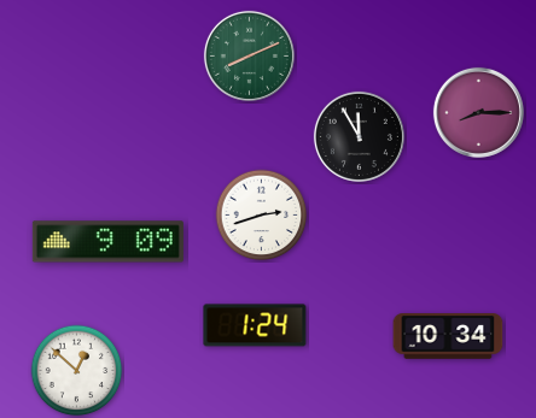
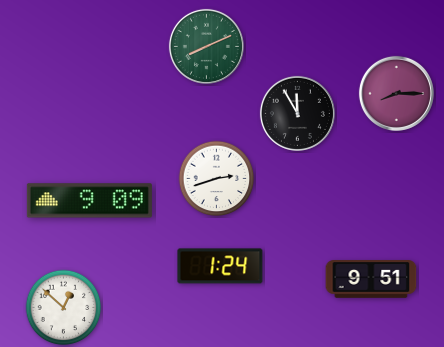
clock at (255, 325) position: (255, 325) -> (220, 266)
clock at (448, 336): 10:34 -> 9:51
